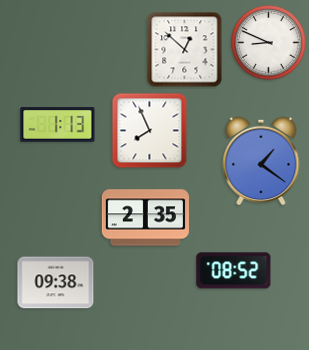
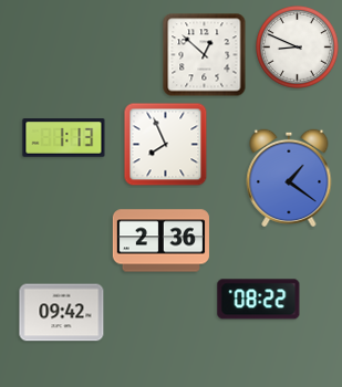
clock at (145, 218): 2:35 -> 2:36
clock at (234, 271): 08:52 -> 08:22
clock at (56, 283): 09:38 -> 09:42
